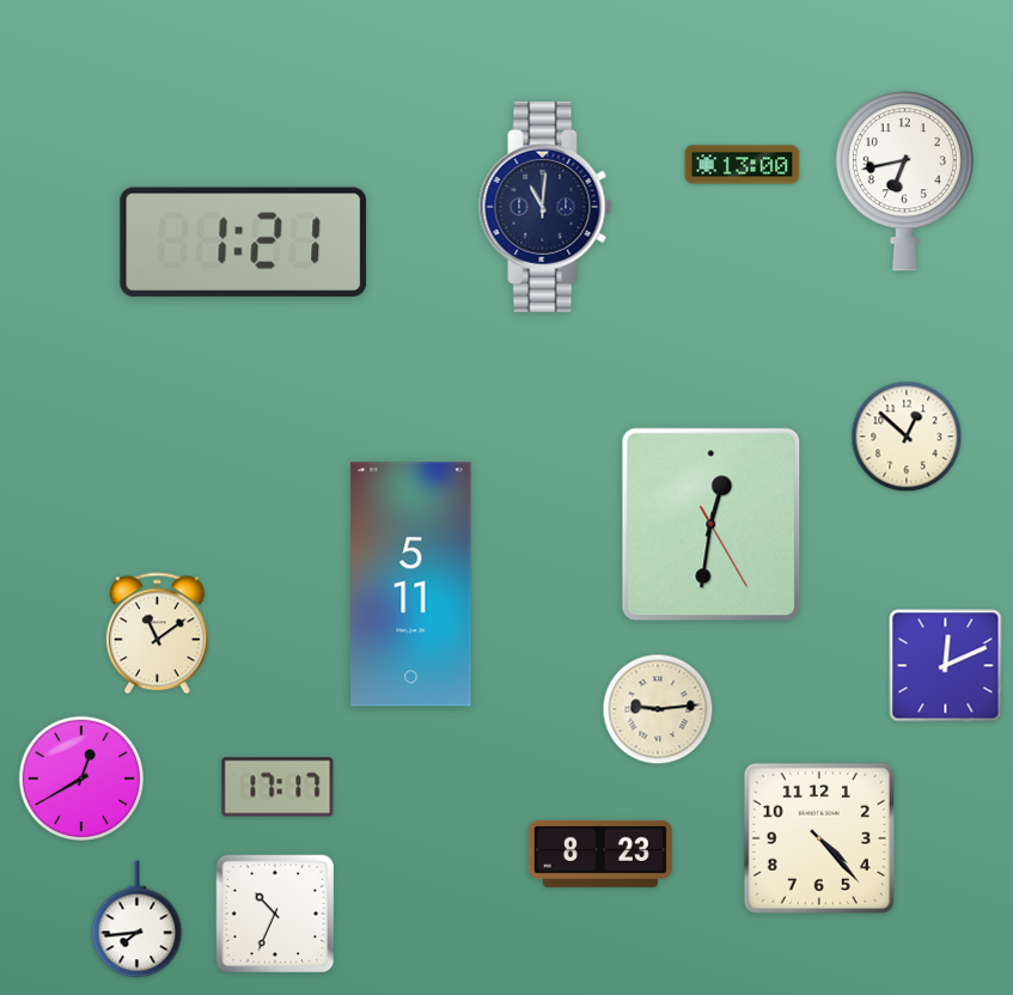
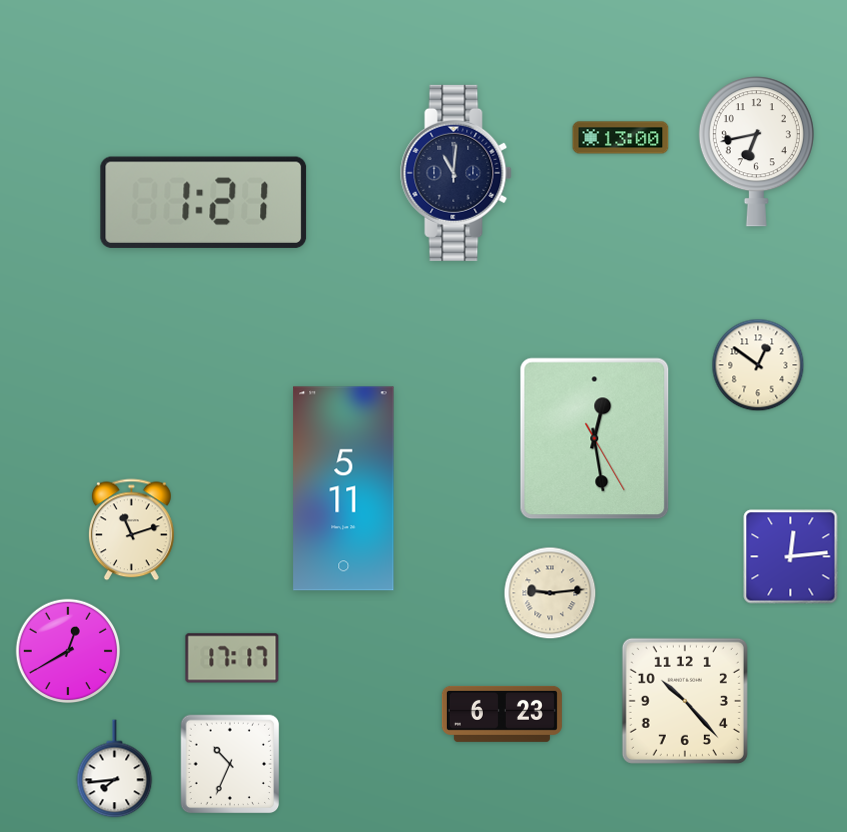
clock at (907, 437): 12:52 -> 12:51
clock at (712, 525): 12:31 -> 12:28
clock at (157, 634): 11:09 -> 11:12
clock at (946, 666): 12:11 -> 12:14
clock at (819, 838): 4:23 -> 10:23
clock at (600, 854): 8:23 -> 6:23
